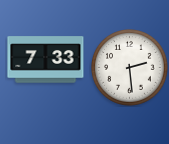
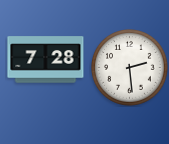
clock at (46, 60): 7:33 -> 7:28
